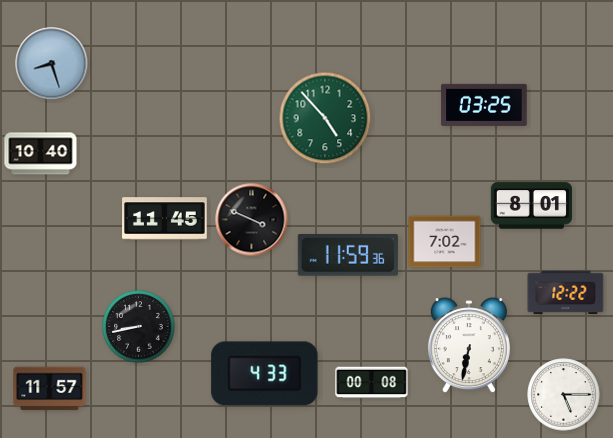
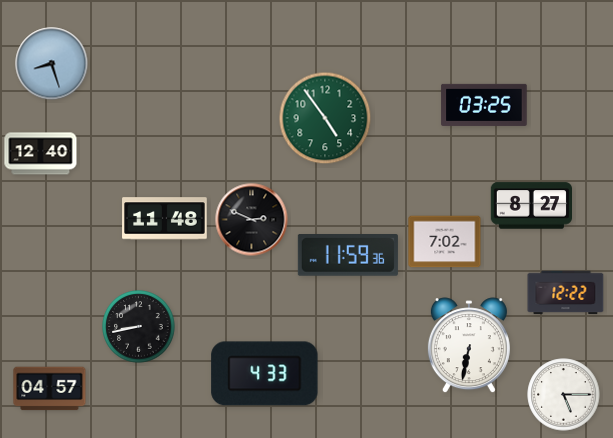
clock at (325, 118): 4:53 -> 4:54
clock at (41, 154): 10:40 -> 12:40
clock at (531, 206): 8:01 -> 8:27
clock at (165, 219): 11:45 -> 11:48
clock at (252, 220): 3:49 -> 2:49
clock at (372, 383): 00:08 -> none
clock at (50, 389): 11:57 -> 04:57
